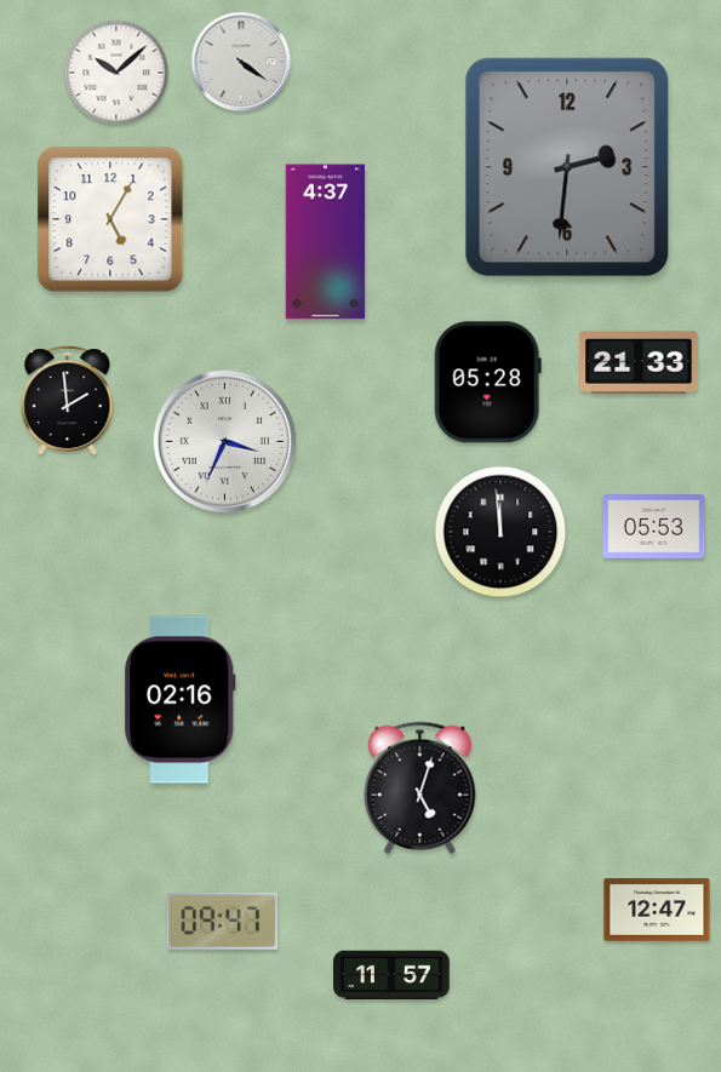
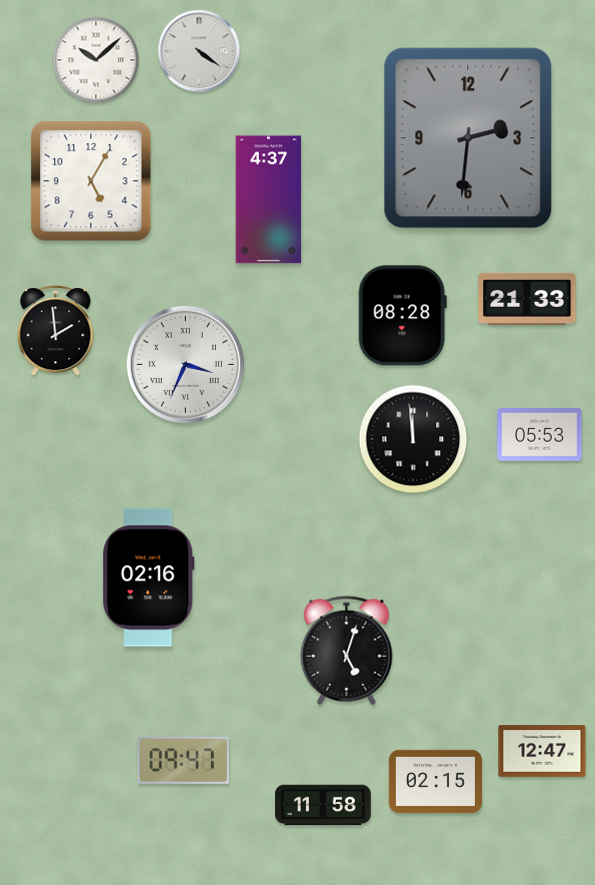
clock at (487, 383): 05:28 -> 08:28
clock at (435, 782): none -> 02:15
clock at (391, 975): 11:57 -> 11:58
